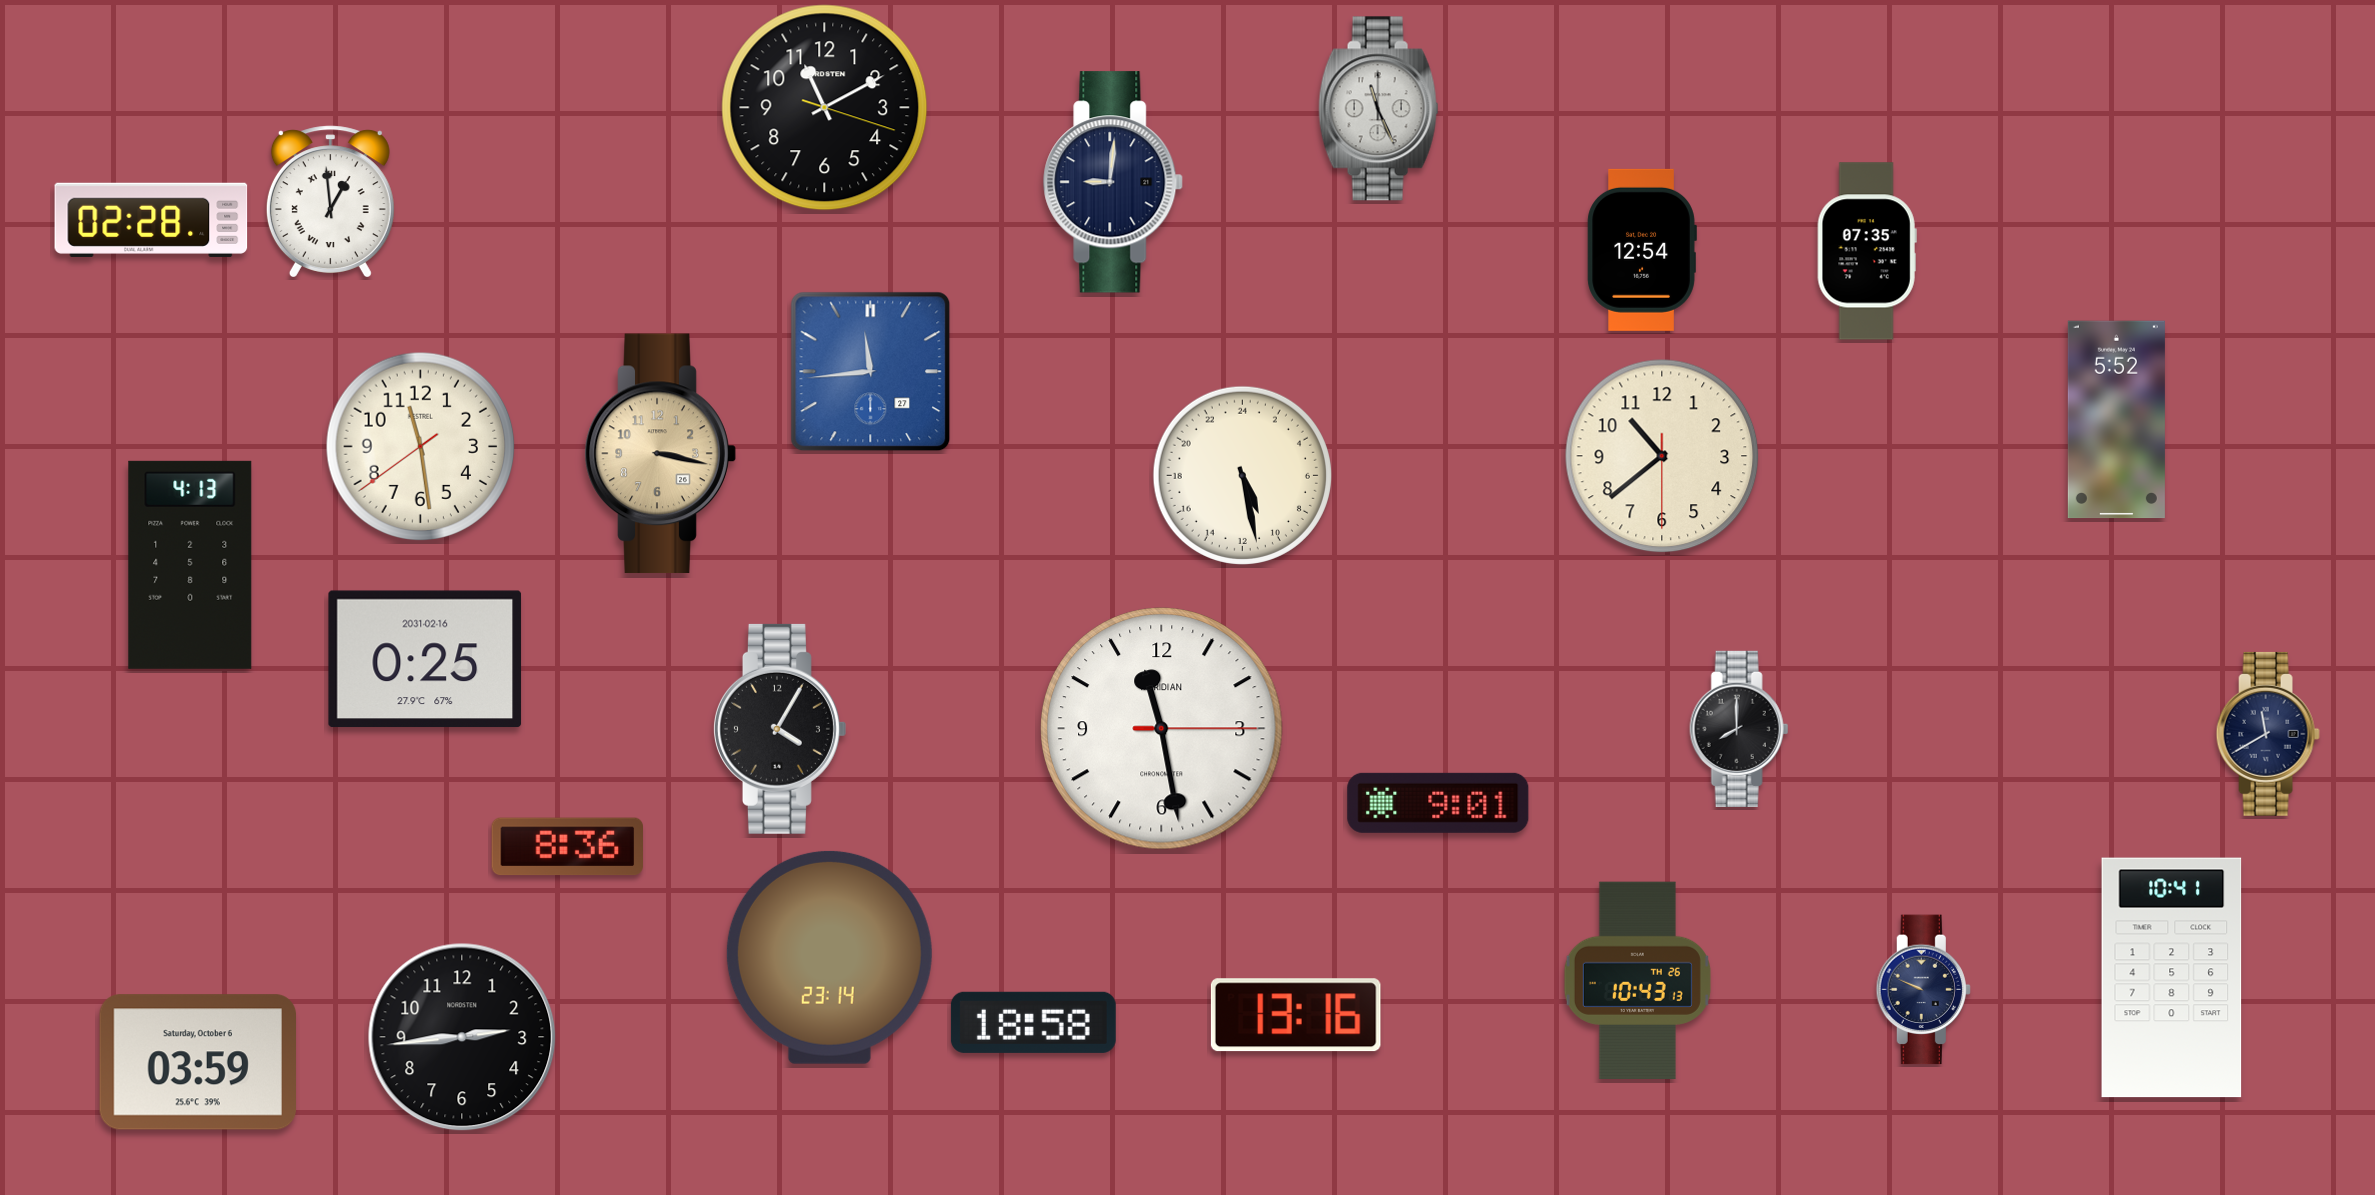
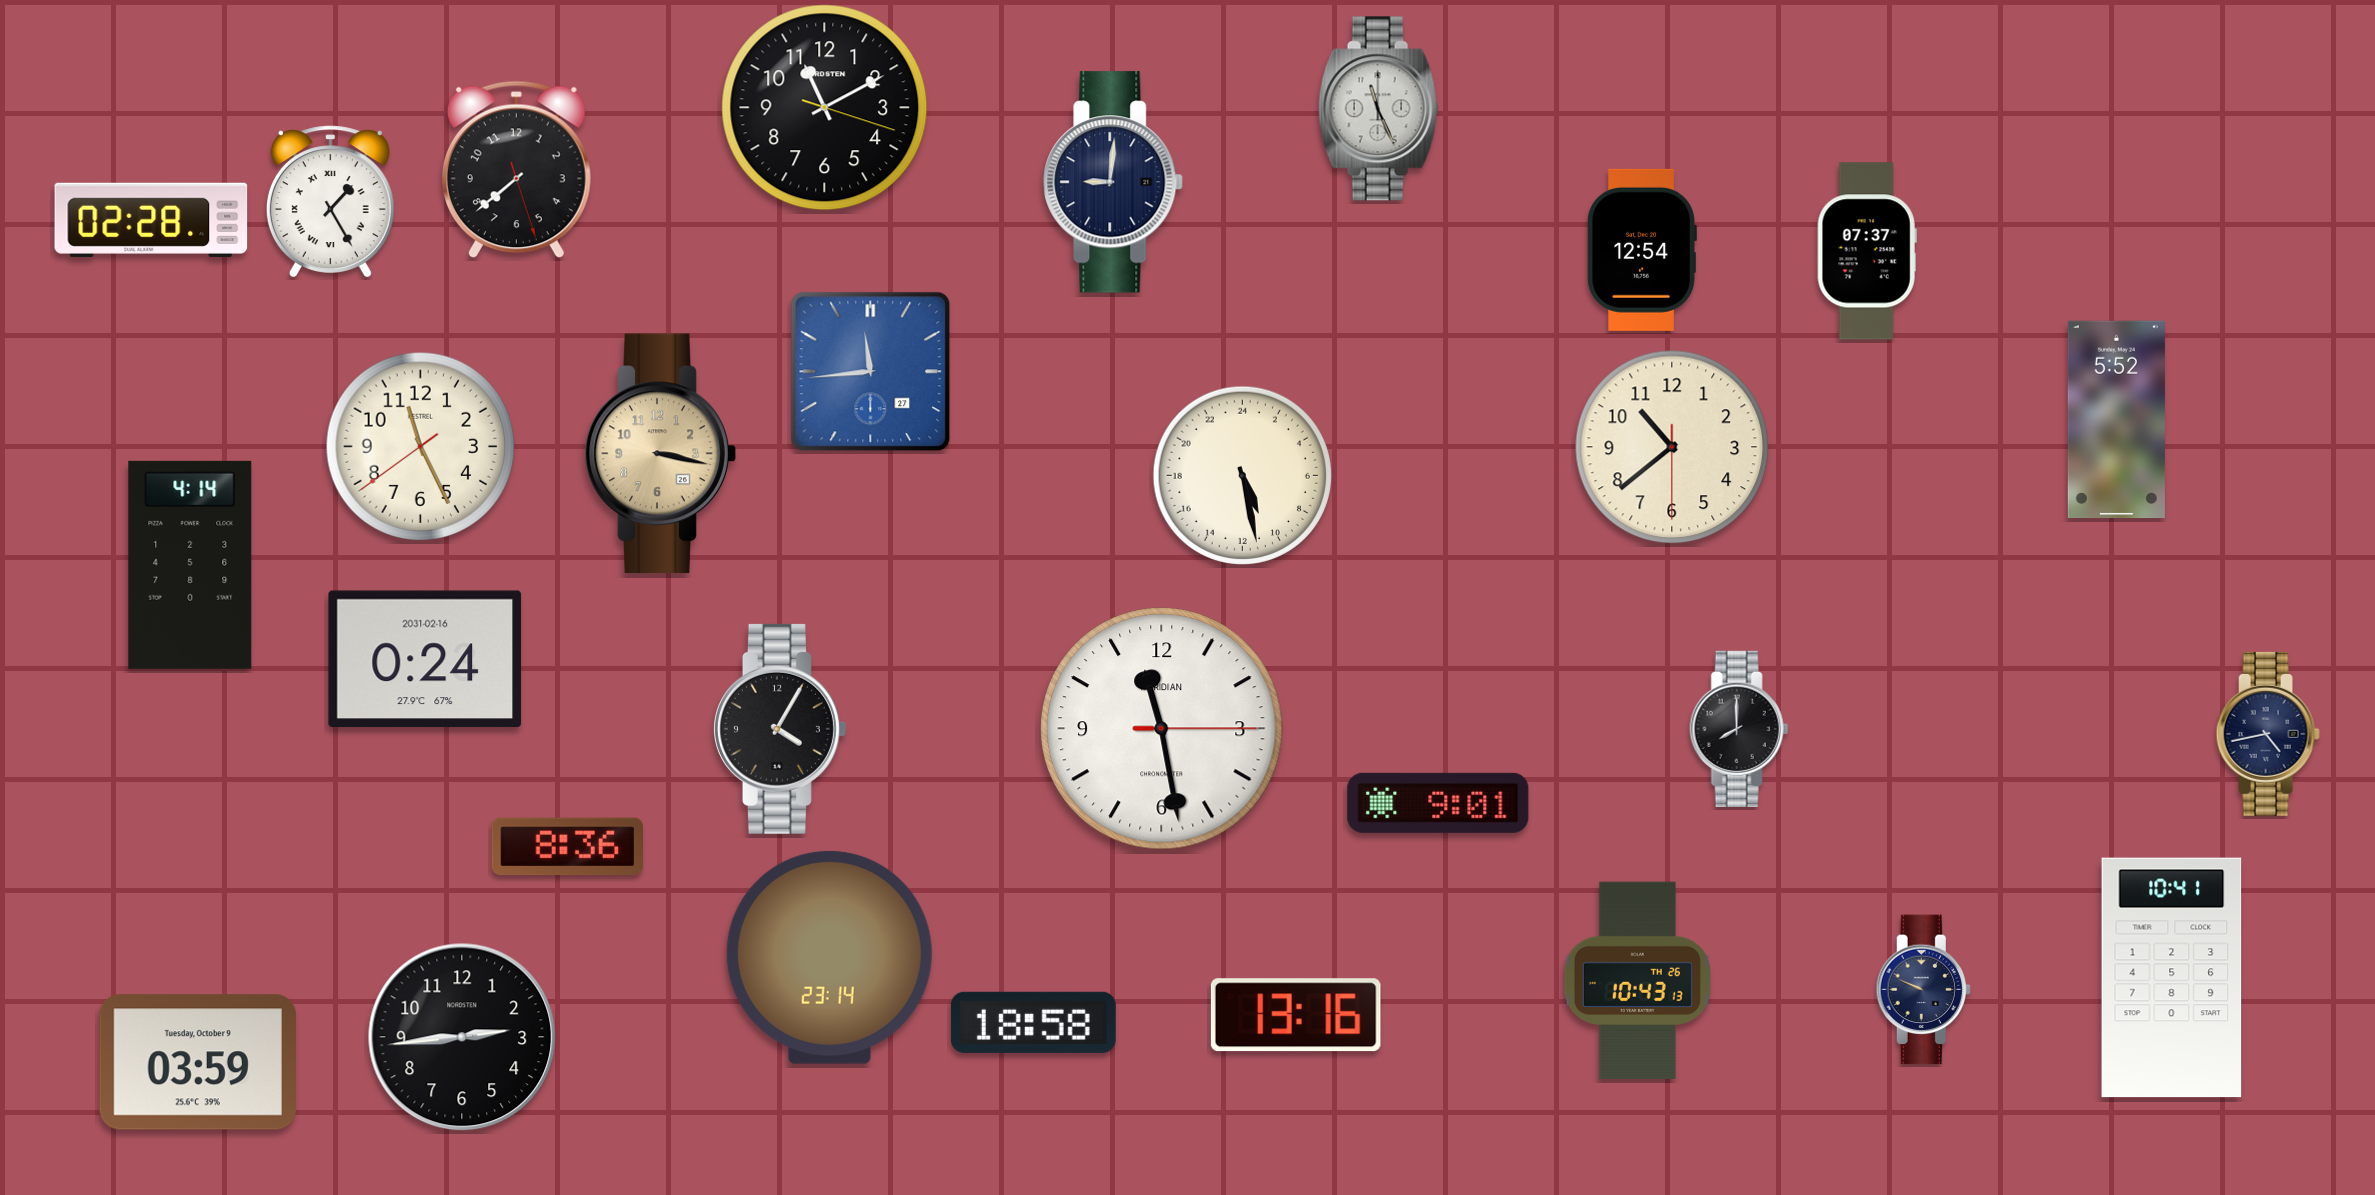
clock at (516, 170): none -> 7:38
clock at (330, 202): 12:59 -> 1:25
clock at (1867, 251): 07:35 -> 07:37
clock at (421, 447): 11:28 -> 11:25
clock at (1662, 456) position: (1662, 456) -> (1672, 447)
clock at (190, 565): 4:13 -> 4:14
clock at (425, 659): 0:25 -> 0:24
clock at (2268, 734): 11:40 -> 4:43
clock at (197, 1062) date: Saturday, October 6 -> Tuesday, October 9
